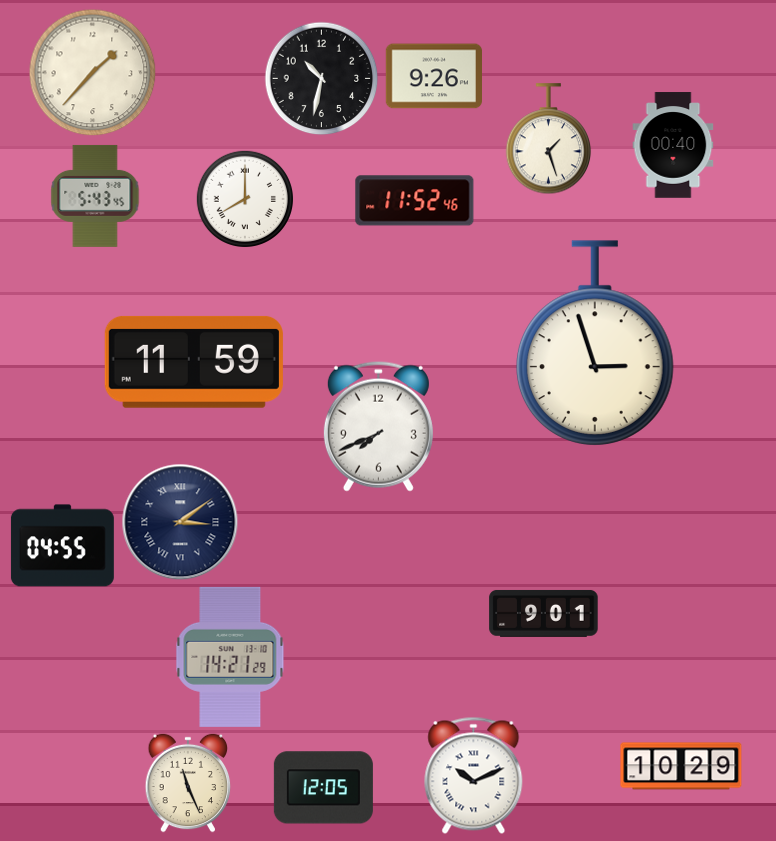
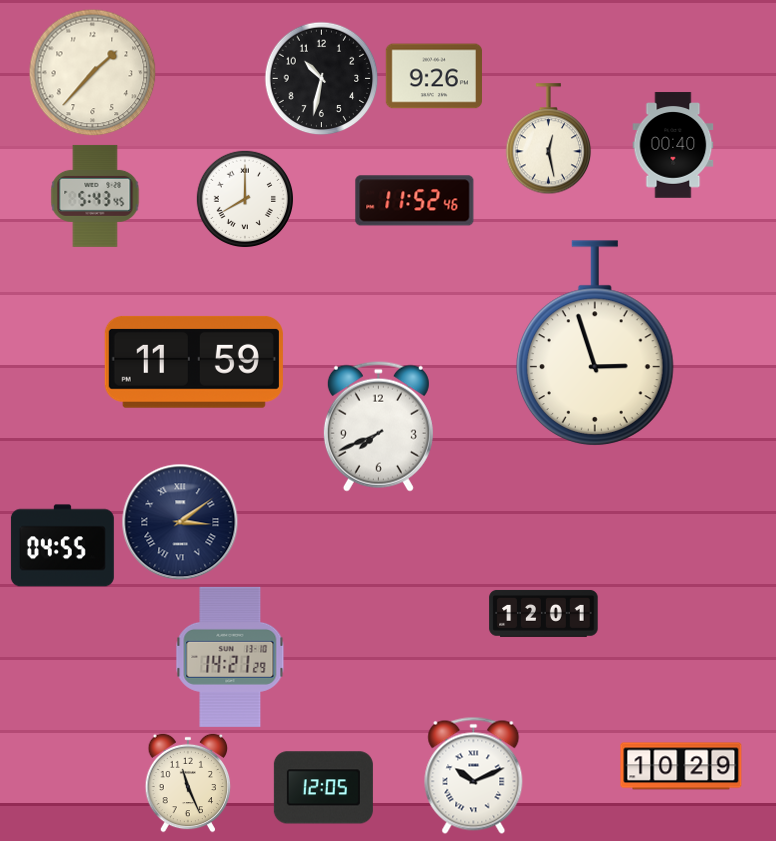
clock at (549, 139): 1:27 -> 12:28
clock at (544, 613): 9:01 -> 12:01
